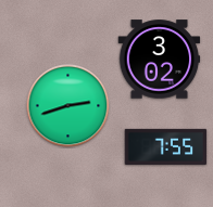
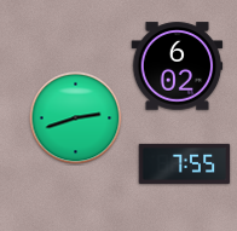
clock at (160, 60): 3:02 -> 6:02
